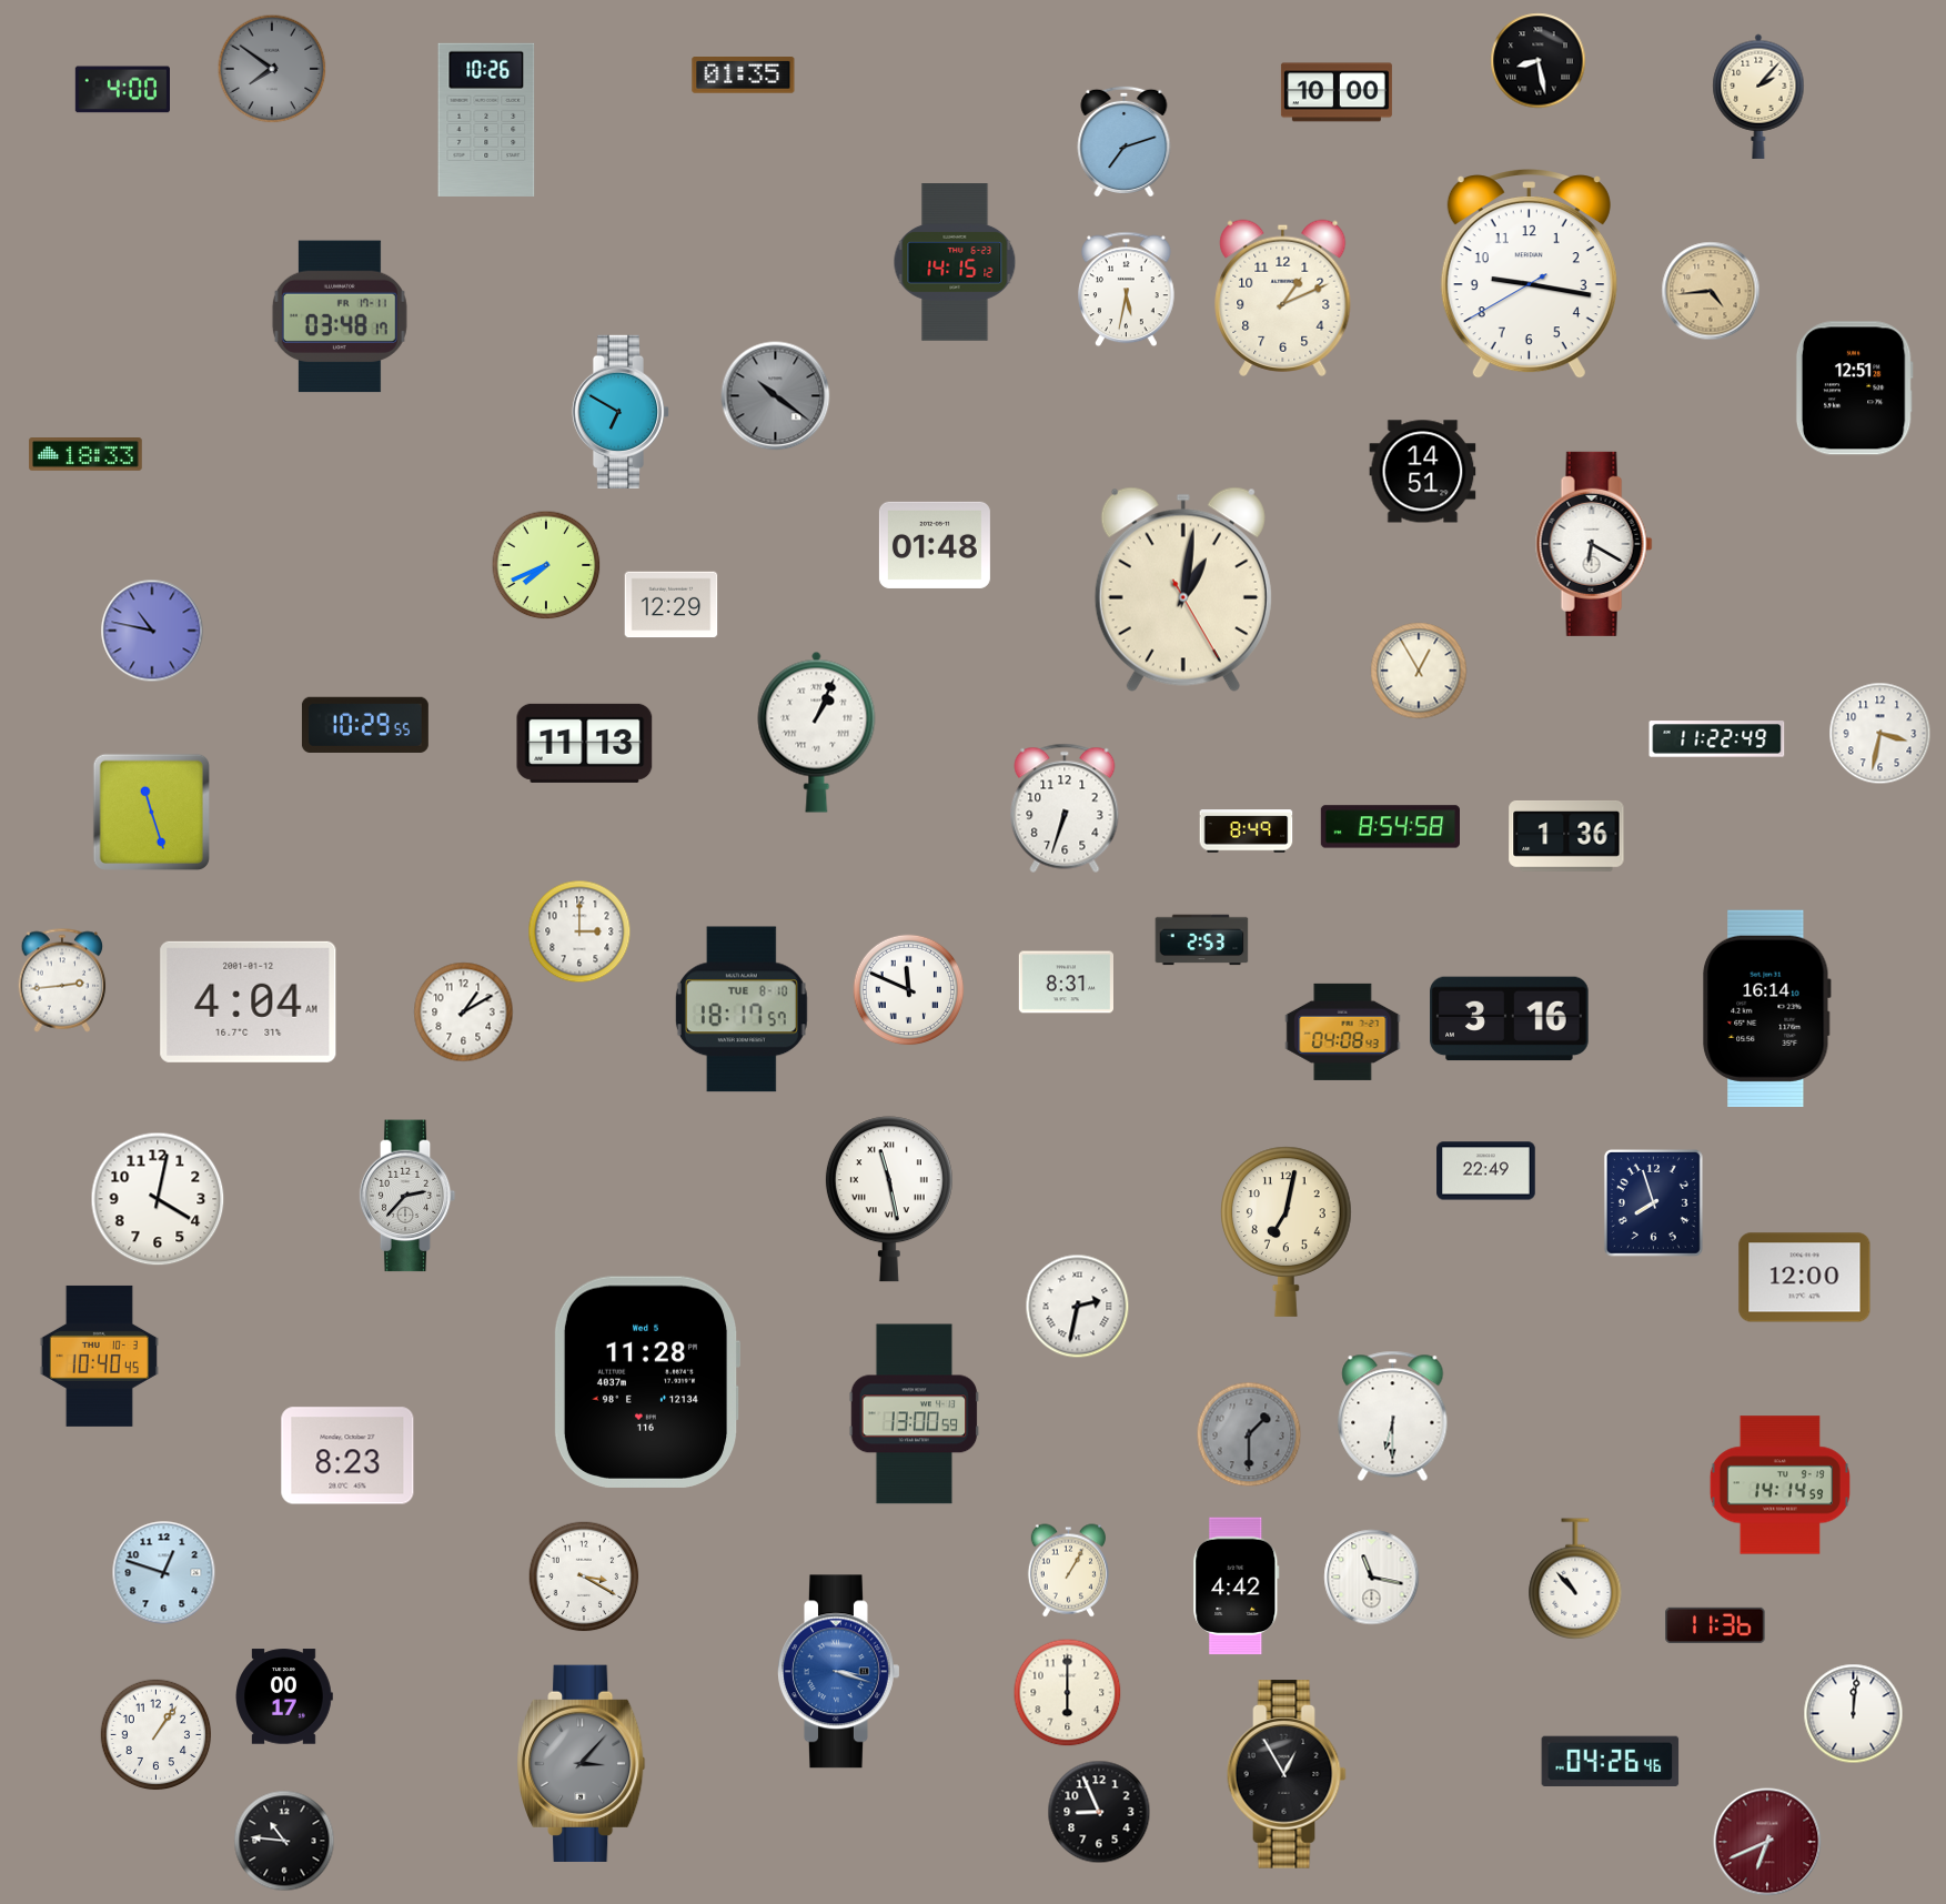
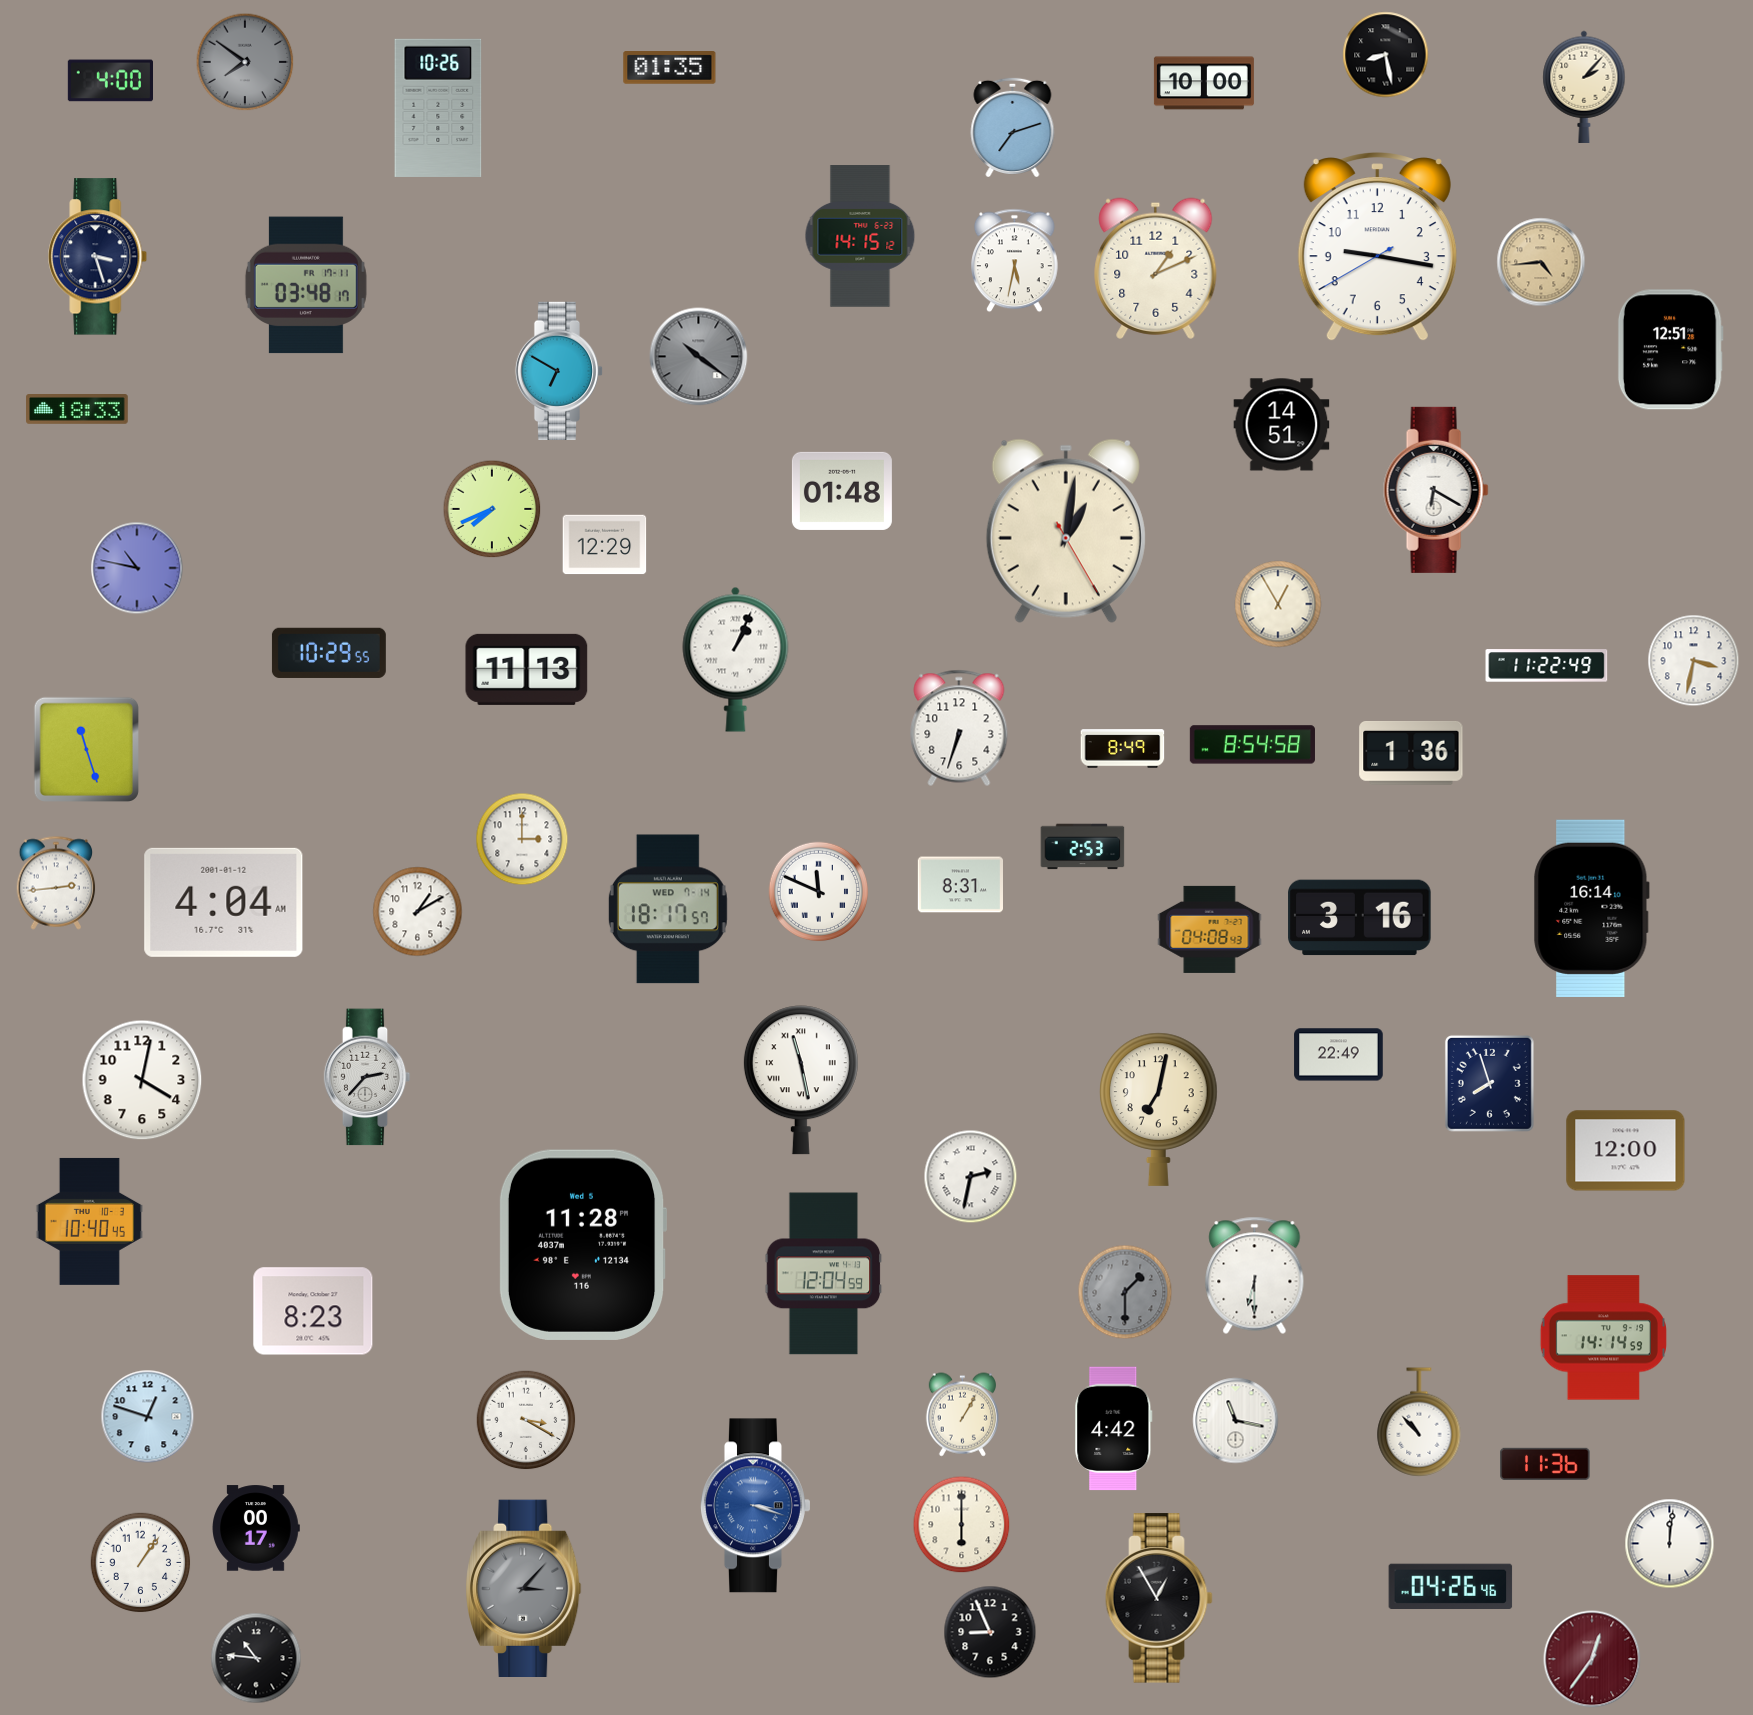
clock at (98, 257): none -> 3:27
clock at (151, 812) position: (151, 812) -> (86, 749)
clock at (742, 1009) date: TUE 8-10 -> WED 7-14
clock at (915, 1414): 13:00 -> 12:04
clock at (1767, 1842): 6:41 -> 12:36
